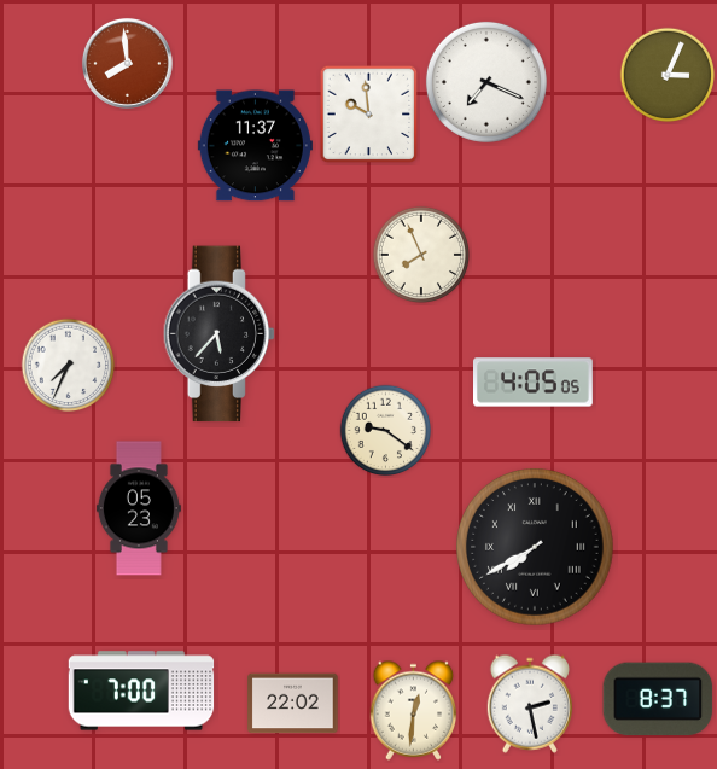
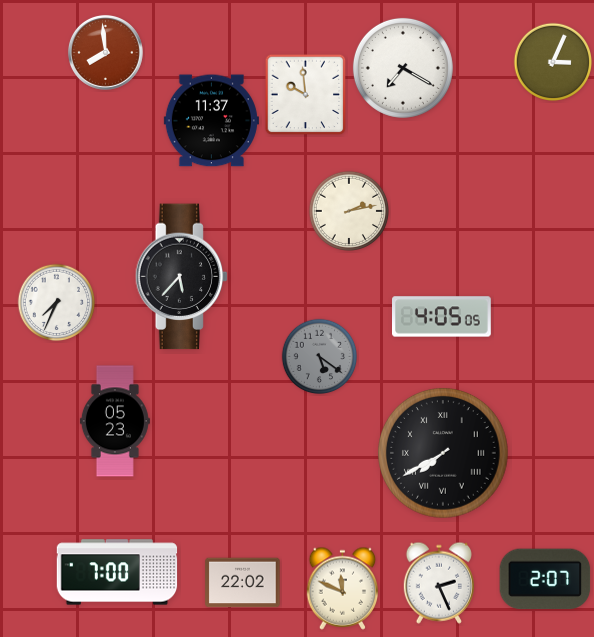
clock at (486, 82): 7:19 -> 7:20
clock at (420, 254): 7:56 -> 2:13
clock at (386, 431): 9:21 -> 5:21
clock at (386, 431) dial: cream -> grey
clock at (658, 699): 8:37 -> 2:07
clock at (530, 704): 2:28 -> 2:26
clock at (414, 710): 12:31 -> 11:49
